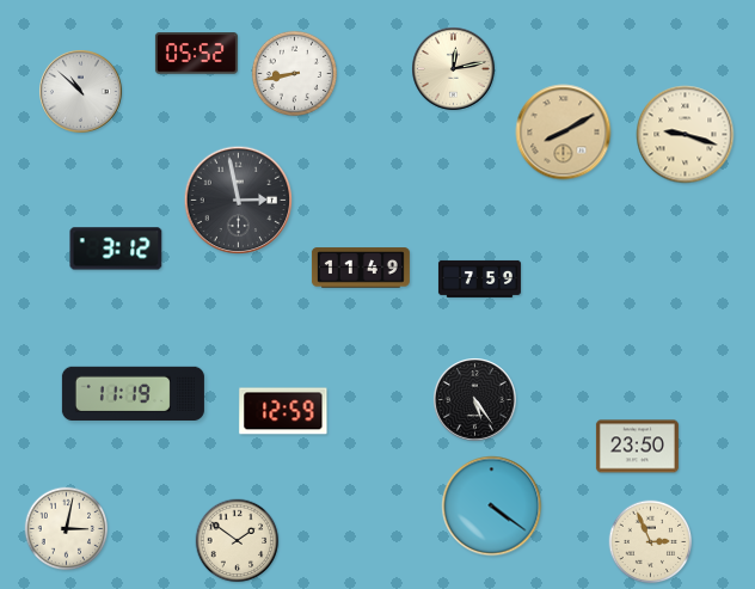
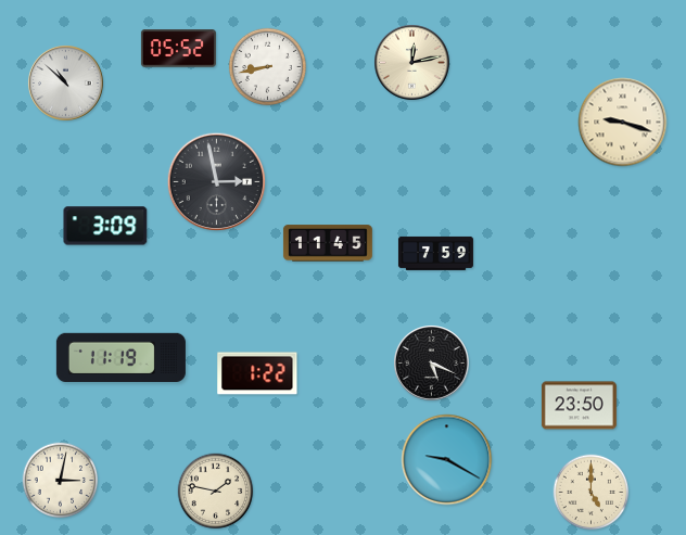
clock at (81, 92) position: (81, 92) -> (66, 84)
clock at (564, 133): 8:10 -> none
clock at (116, 249): 3:12 -> 3:09
clock at (361, 268): 11:49 -> 11:45
clock at (475, 400): 5:24 -> 5:19
clock at (283, 411): 12:59 -> 1:22
clock at (492, 507): 4:21 -> 9:20
clock at (238, 541): 1:51 -> 1:47
clock at (651, 542): 2:56 -> 5:00
